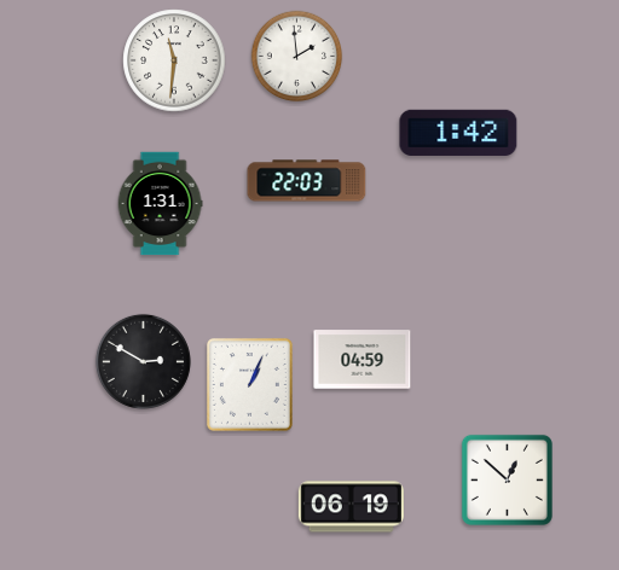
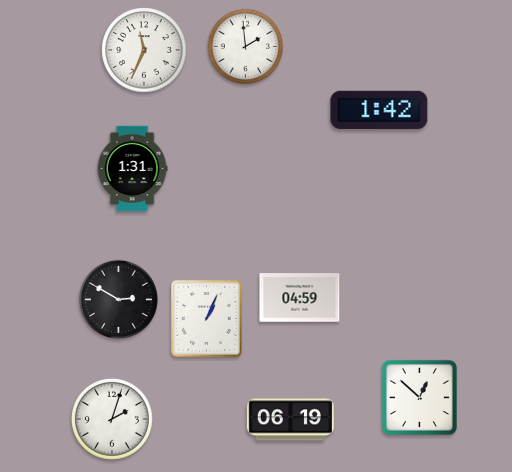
clock at (174, 60): 11:31 -> 11:34
clock at (307, 181): 22:03 -> none
clock at (112, 419): none -> 2:03
